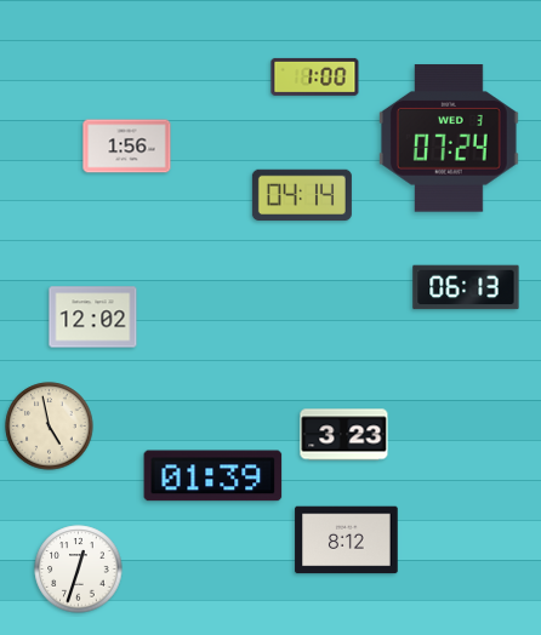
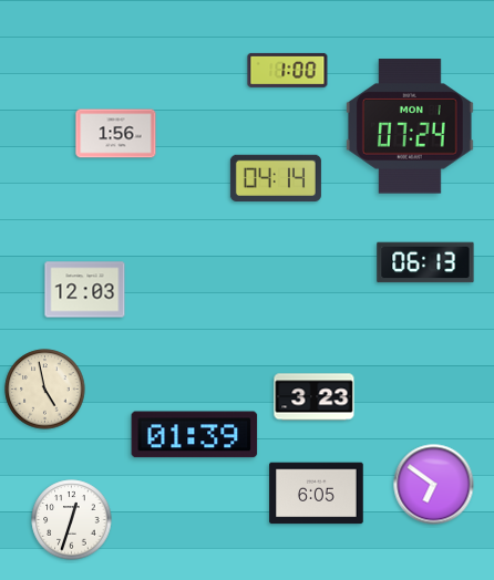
clock at (449, 138) date: WED 3 -> MON 1
clock at (93, 317): 12:02 -> 12:03
clock at (434, 485): none -> 6:51
clock at (347, 540): 8:12 -> 6:05
